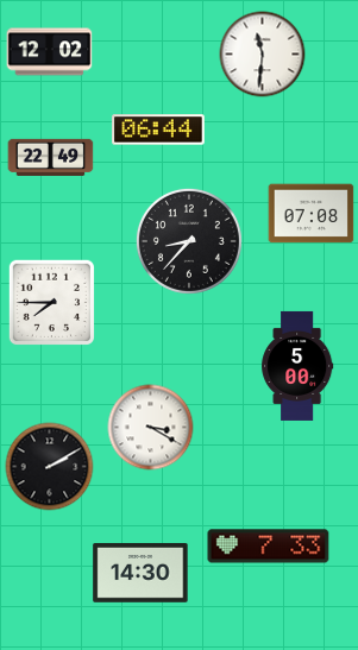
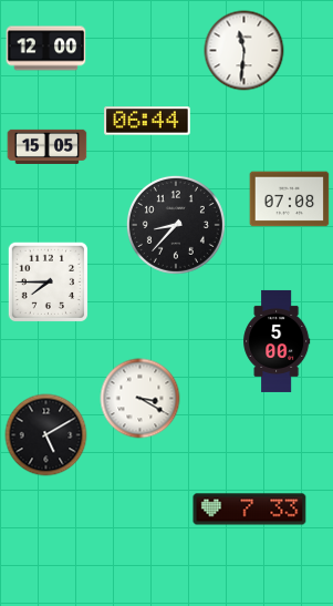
clock at (50, 52): 12:02 -> 12:00
clock at (51, 157): 22:49 -> 15:05
clock at (50, 467): 2:10 -> 5:10
clock at (140, 574): 14:30 -> none
